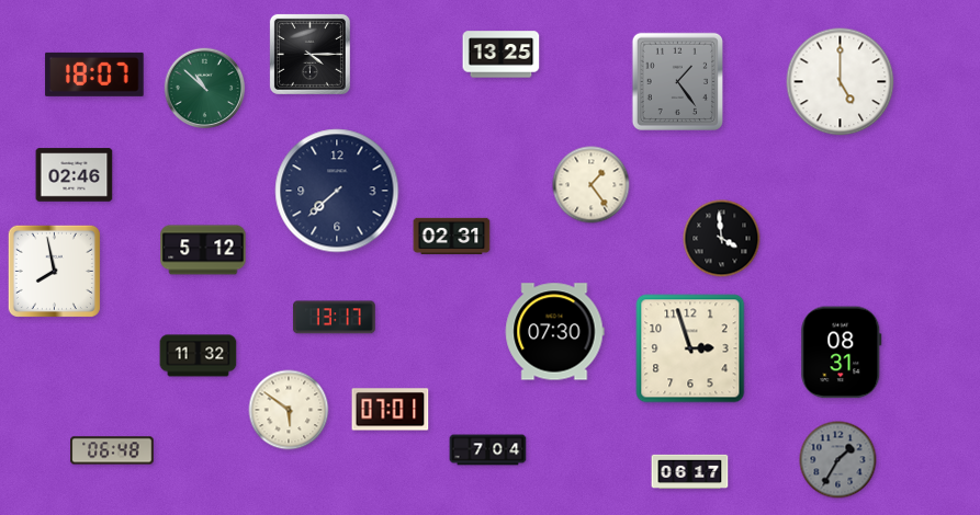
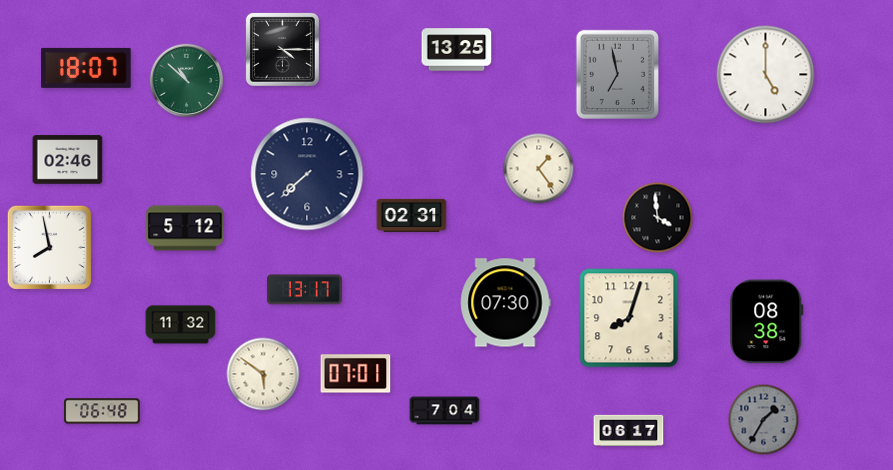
clock at (677, 81): 1:24 -> 6:58
clock at (690, 348): 2:57 -> 8:03
clock at (842, 353): 08:31 -> 08:38
